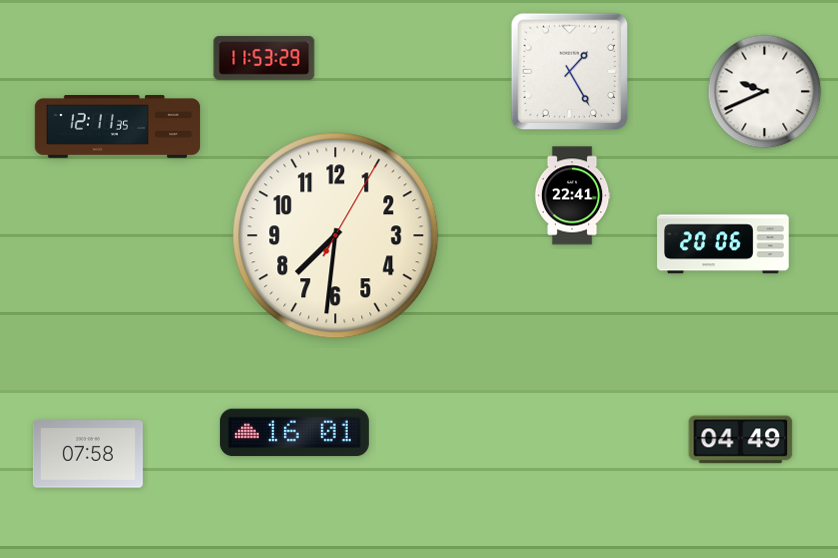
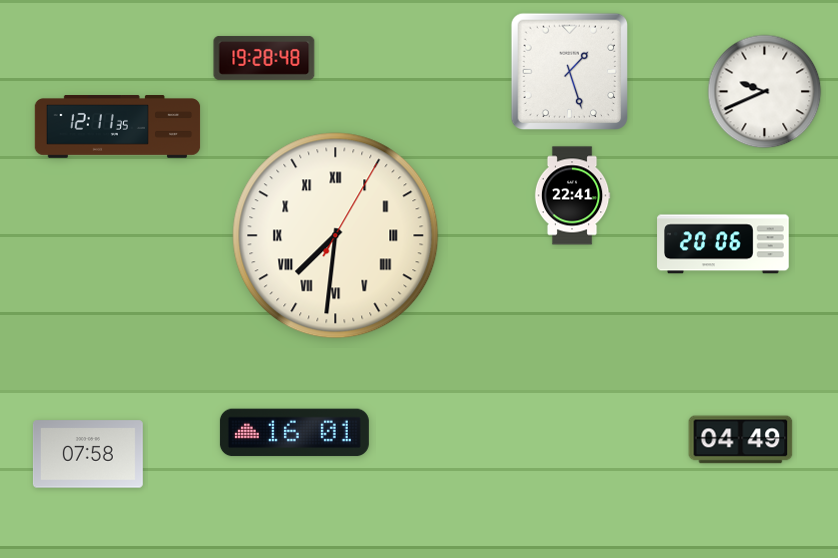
clock at (264, 58): 11:53 -> 19:28
clock at (569, 71): 1:25 -> 1:27
clock at (336, 236) numerals: Arabic -> Roman
